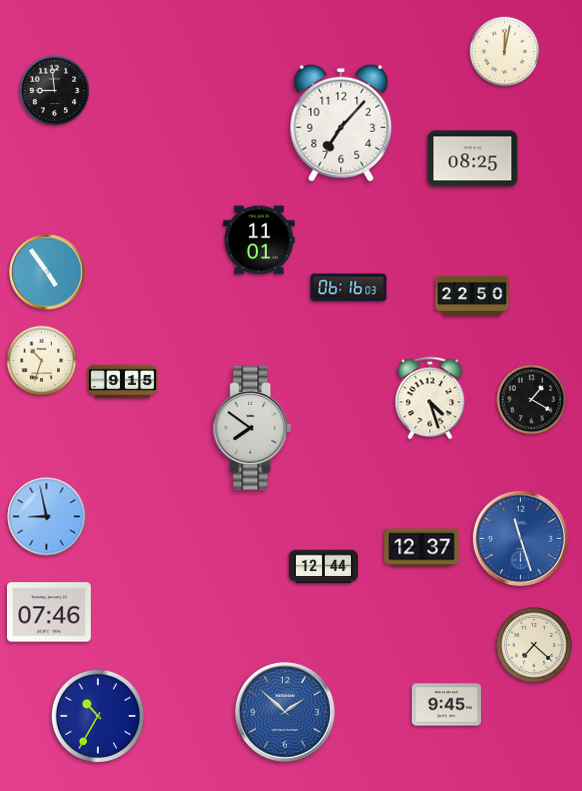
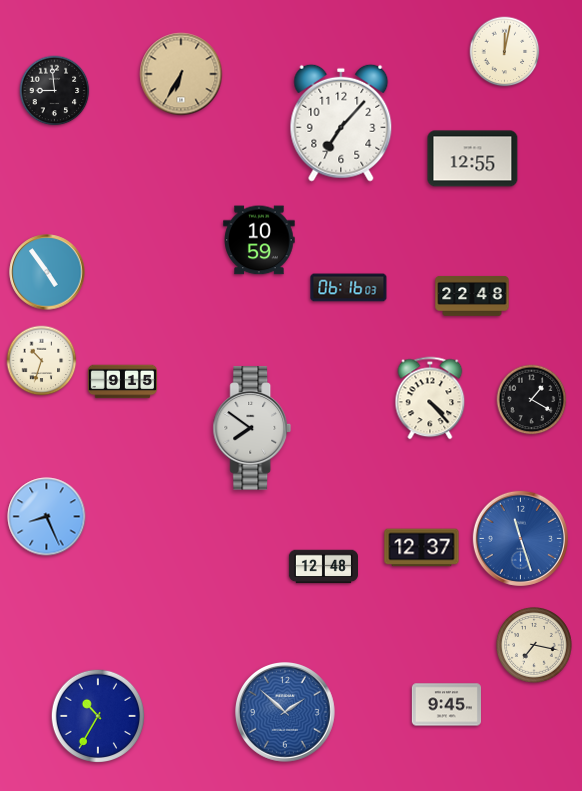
clock at (181, 74): none -> 6:35
clock at (473, 159): 08:25 -> 12:55
clock at (259, 240): 11:01 -> 10:59
clock at (472, 296): 22:50 -> 22:48
clock at (430, 398): 4:27 -> 4:23
clock at (47, 517): 8:58 -> 8:26
clock at (323, 567): 12:44 -> 12:48
clock at (50, 612): 07:46 -> none
clock at (535, 646): 7:22 -> 7:17
